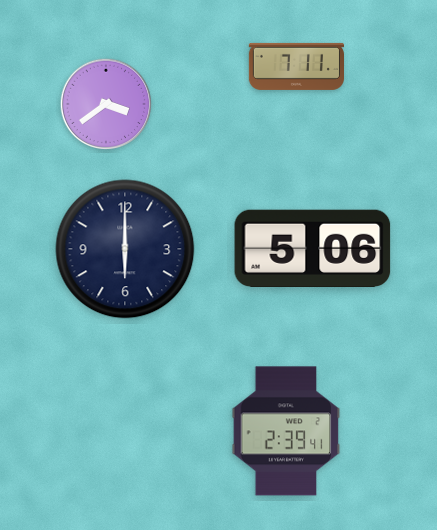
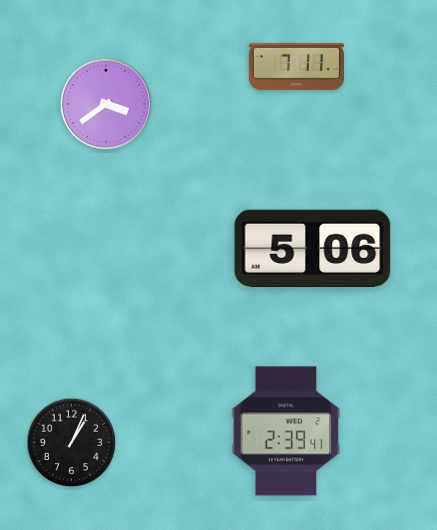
clock at (125, 249): 6:00 -> none
clock at (72, 443): none -> 1:04
